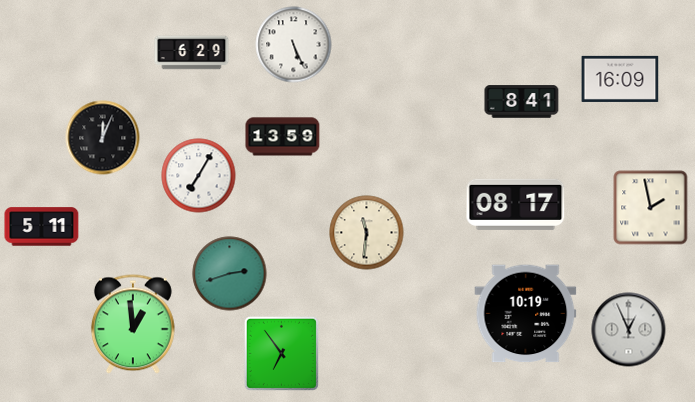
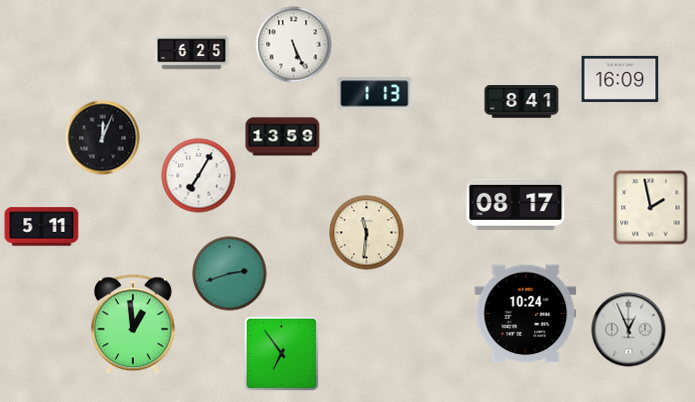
clock at (192, 53): 6:29 -> 6:25
clock at (375, 94): none -> 1:13
clock at (526, 314): 10:19 -> 10:24
